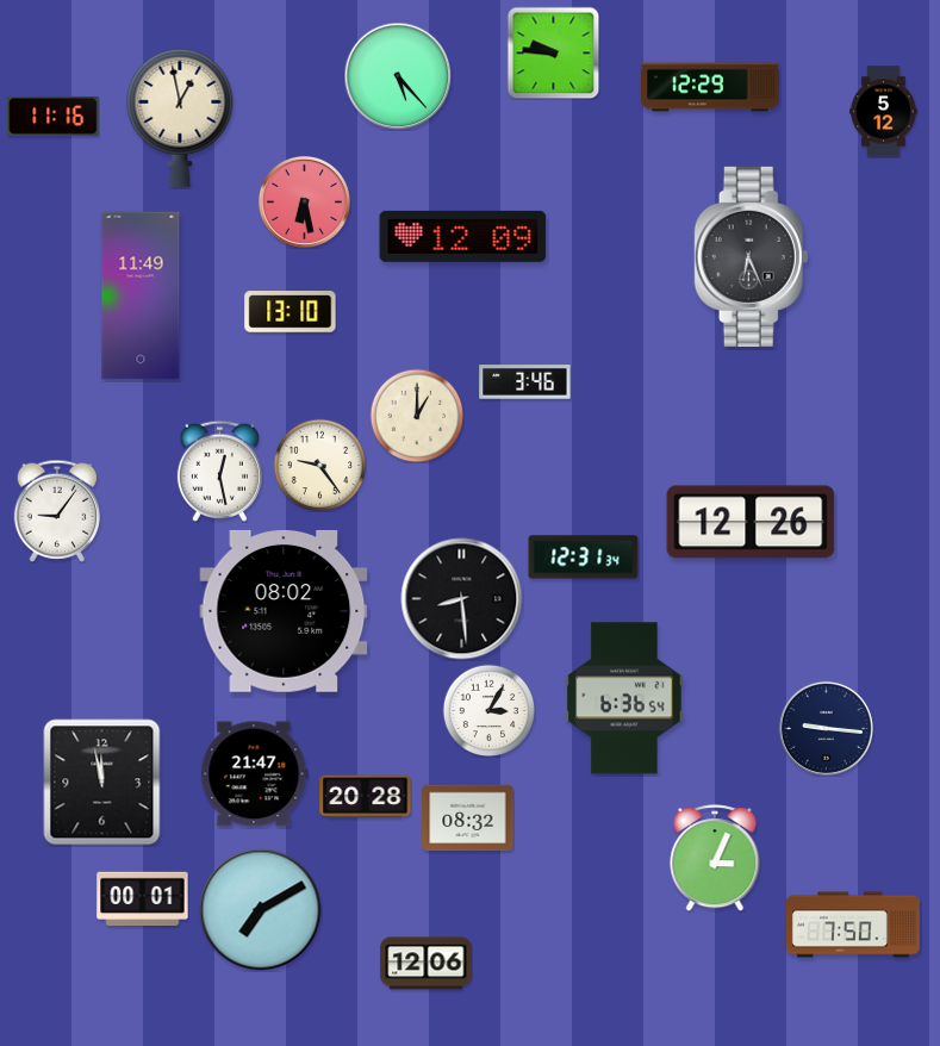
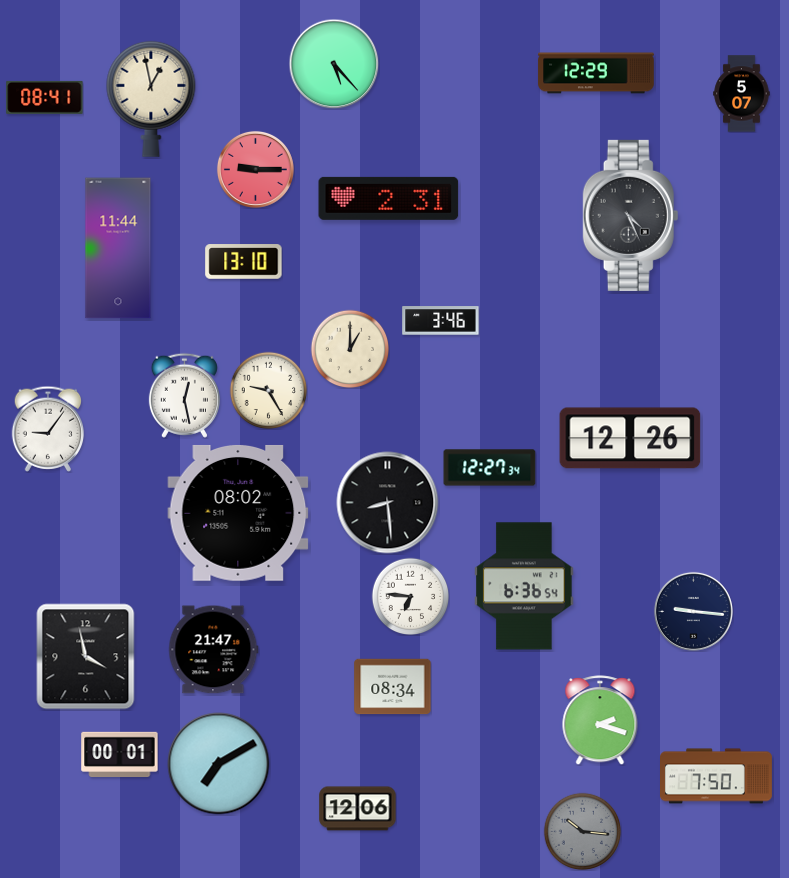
clock at (553, 52): 9:46 -> none
clock at (884, 112): 5:12 -> 5:07
clock at (54, 116): 11:16 -> 08:41
clock at (304, 201): 6:28 -> 9:15
clock at (463, 236): 12:09 -> 2:31
clock at (752, 256): 6:26 -> 4:26
clock at (141, 295): 11:49 -> 11:44
clock at (319, 465): 9:24 -> 9:25
clock at (584, 558): 12:31 -> 12:27
clock at (488, 710): 3:05 -> 6:46
clock at (102, 783): 11:58 -> 3:58
clock at (366, 797): 20:28 -> none
clock at (468, 818): 08:32 -> 08:34
clock at (715, 858): 3:04 -> 2:18
clock at (582, 831): none -> 10:16
